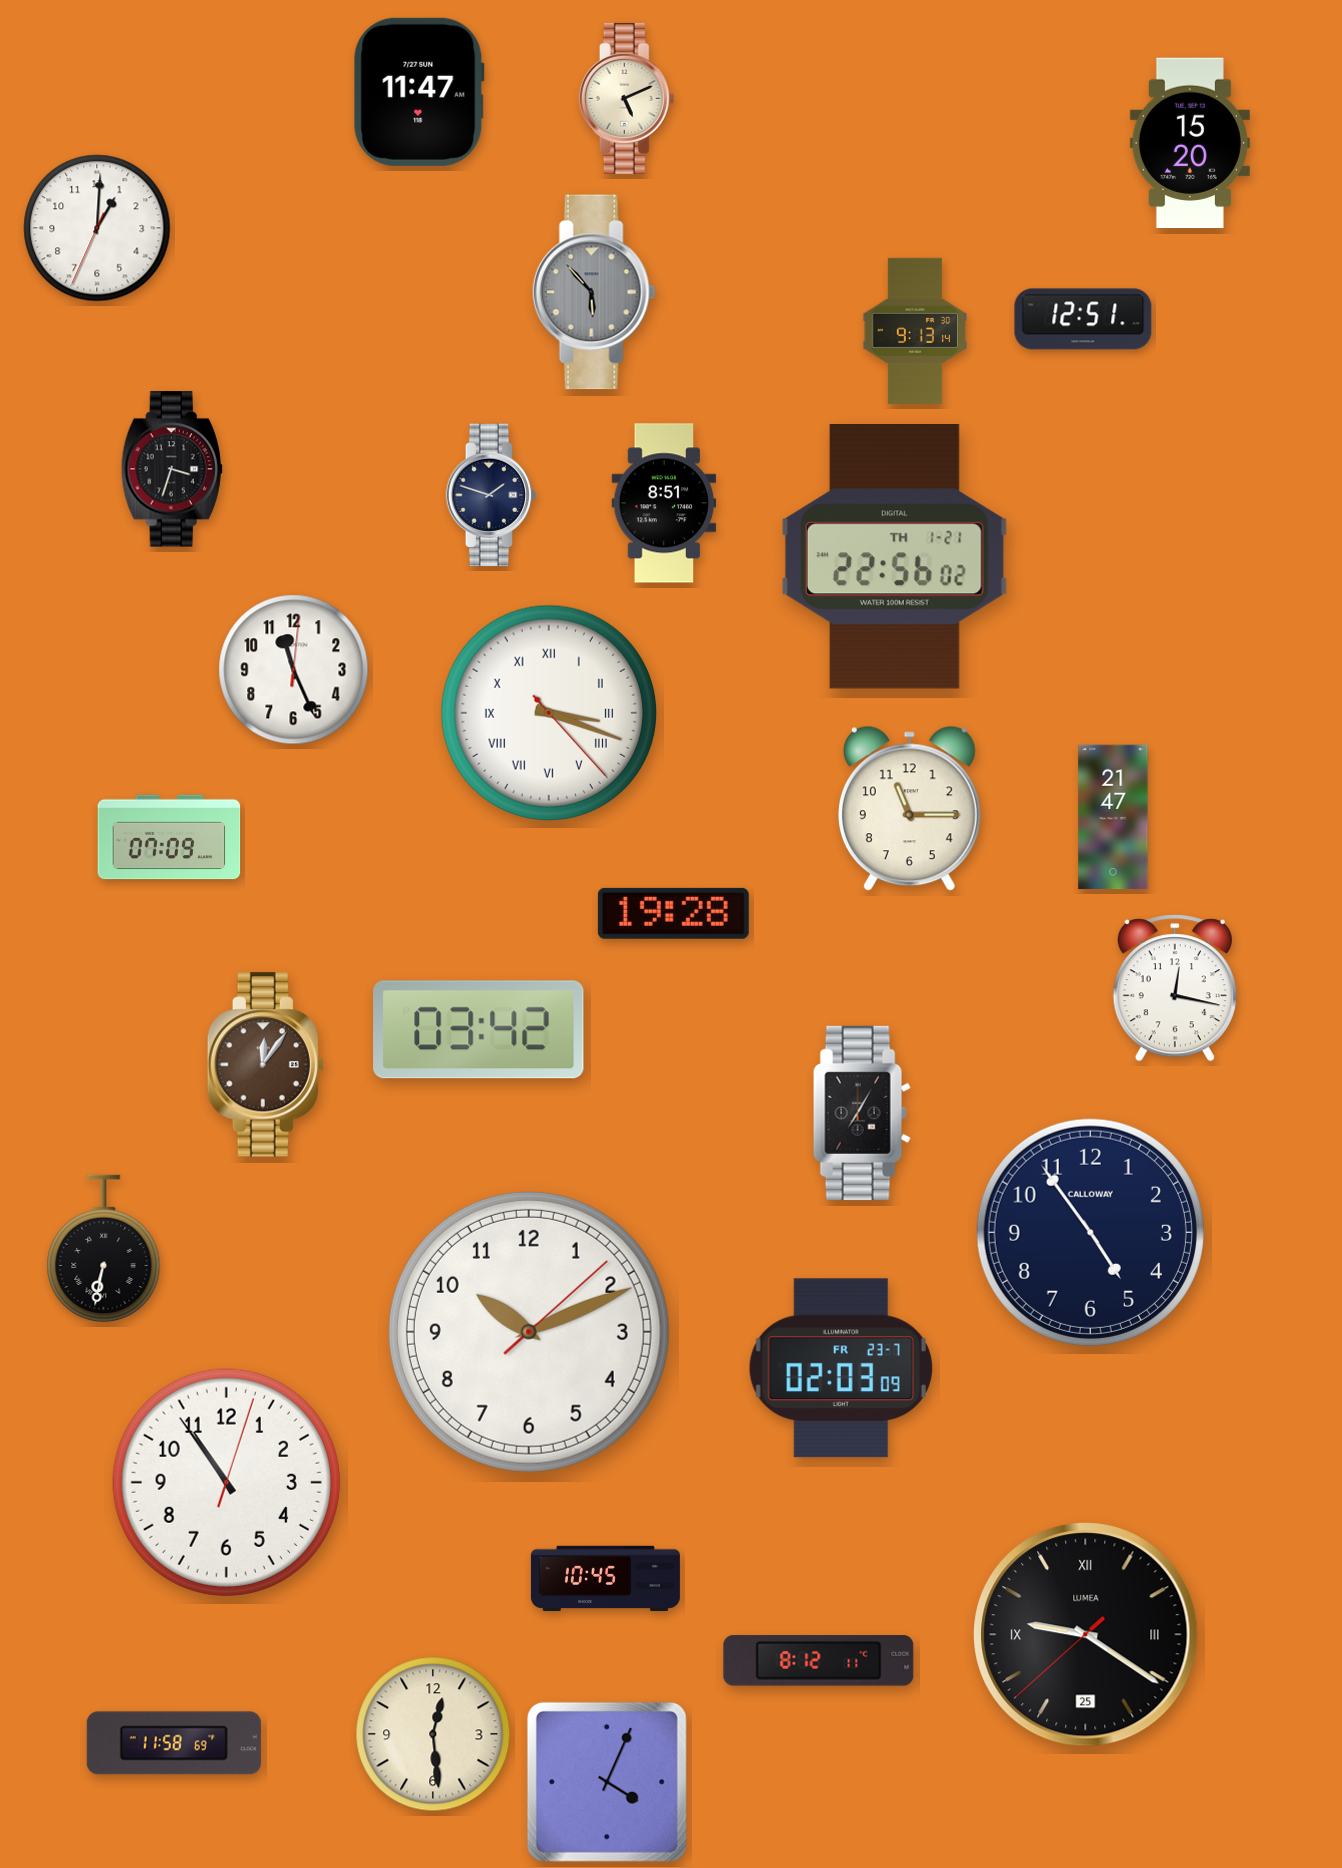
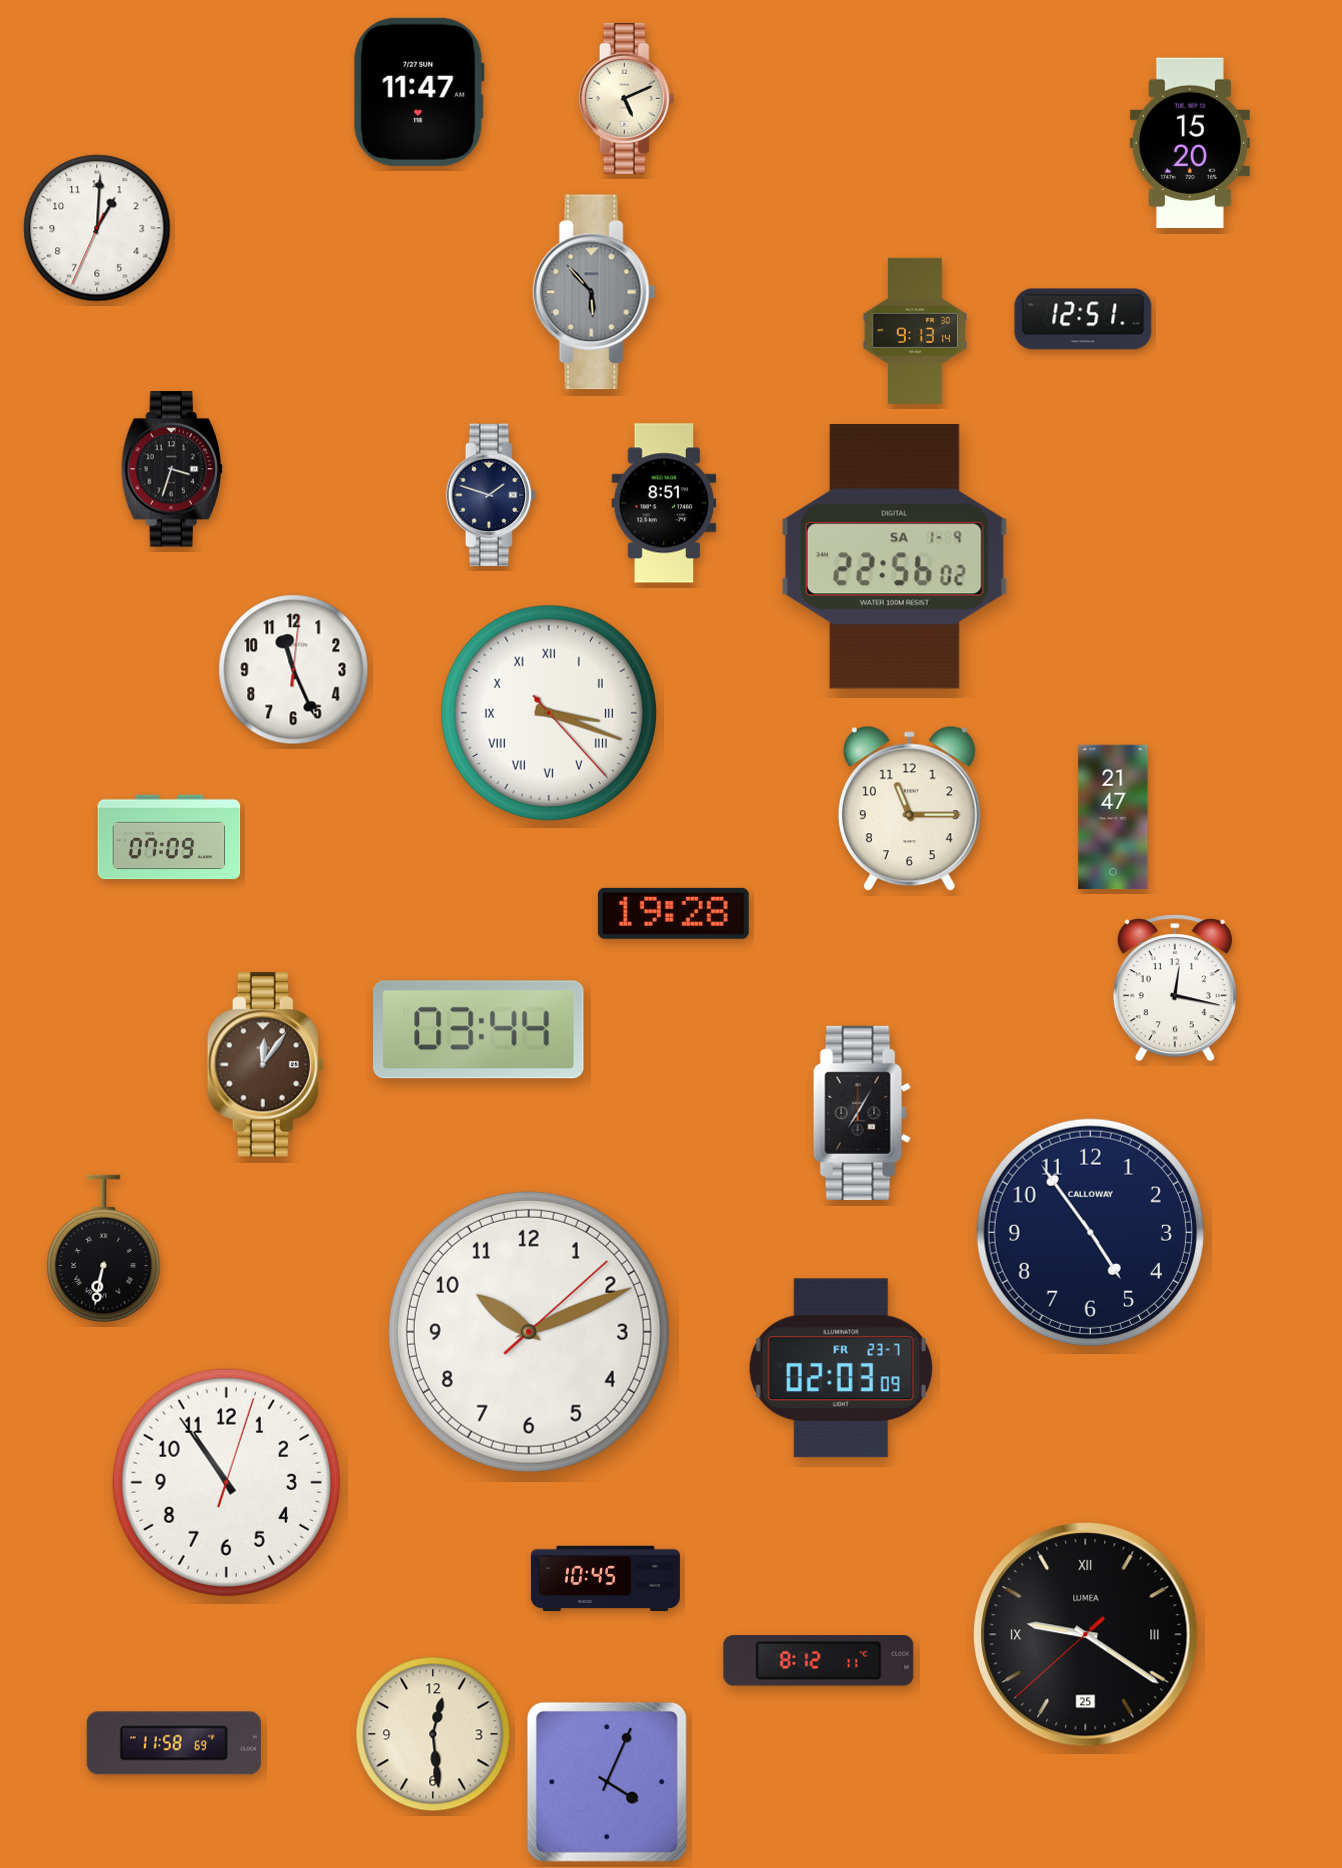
clock at (894, 557) date: TH 1-21 -> SA 1-9
clock at (479, 1030): 03:42 -> 03:44
